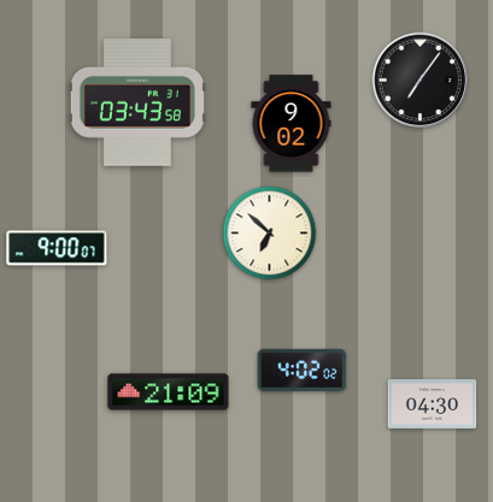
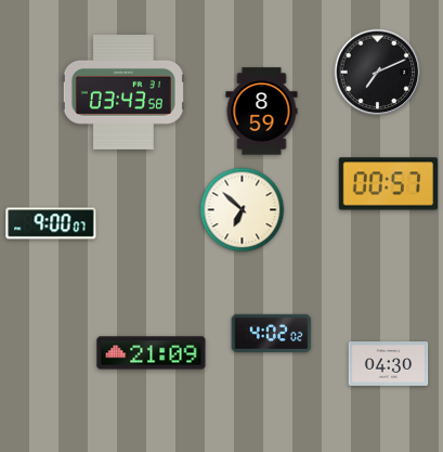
clock at (421, 81): 7:06 -> 7:11
clock at (292, 124): 9:02 -> 8:59
clock at (388, 184): none -> 00:57
